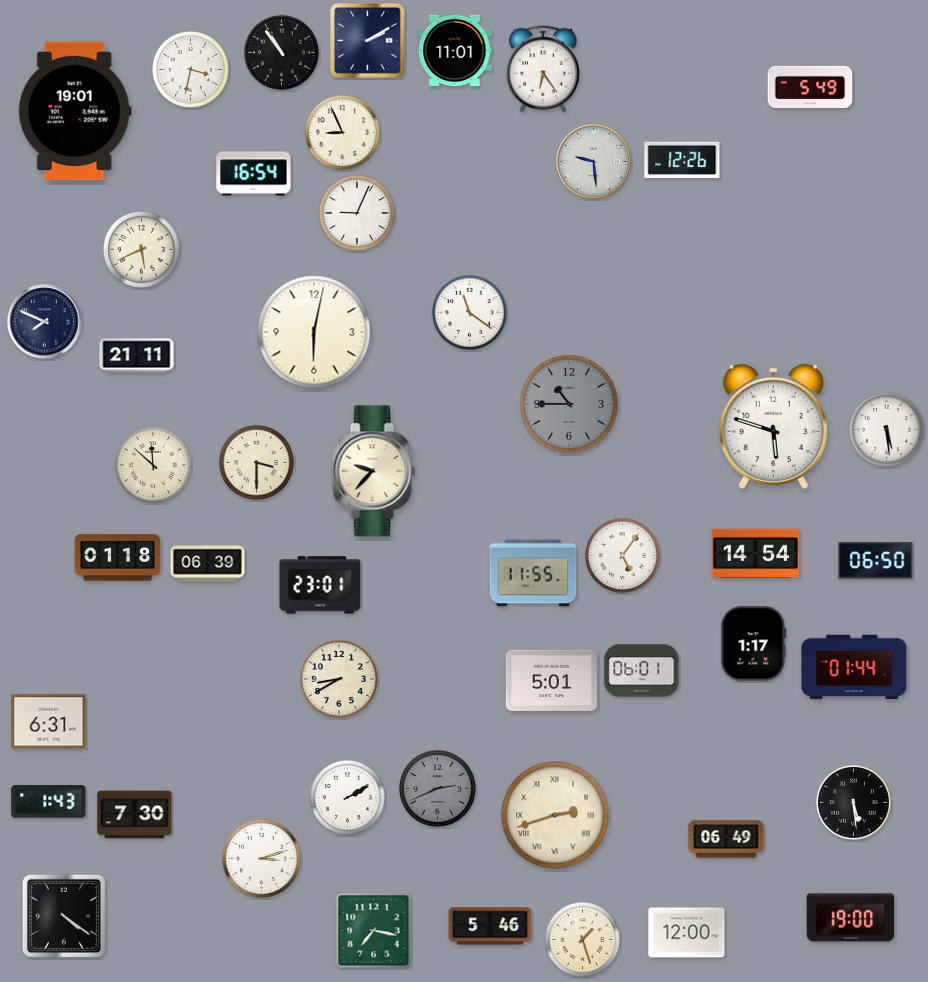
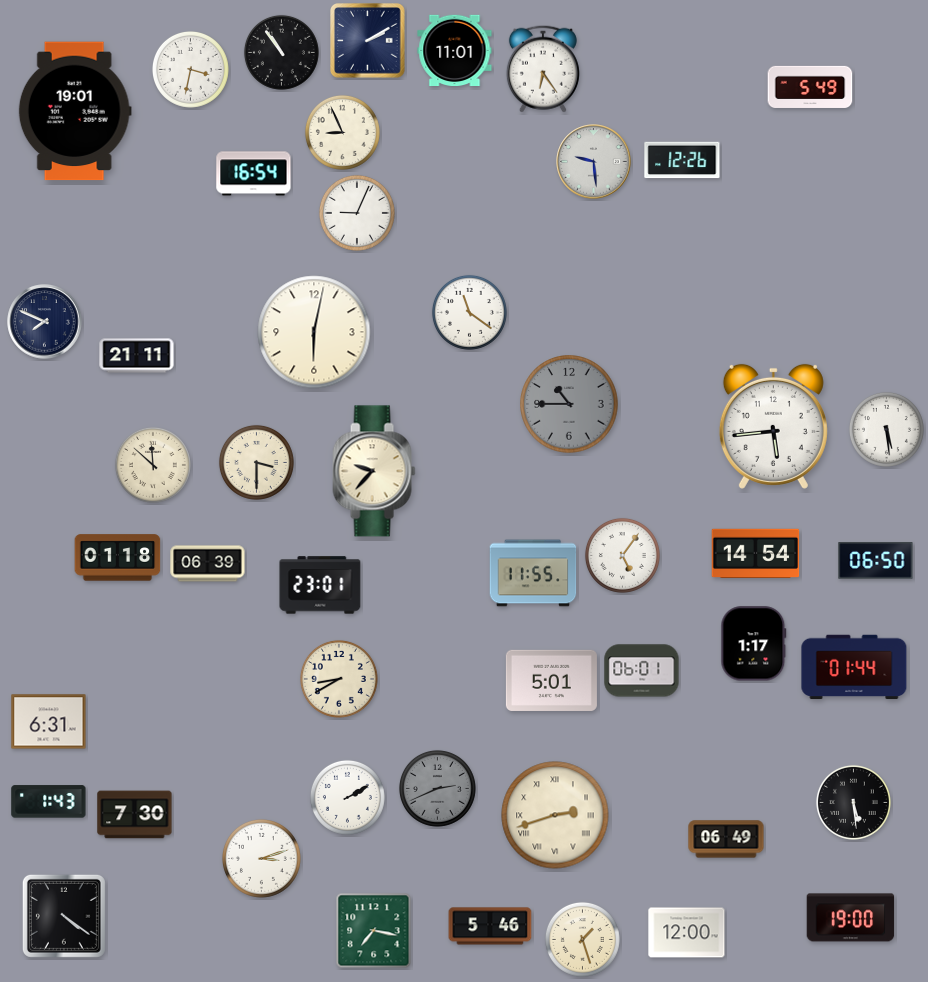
clock at (141, 249): 5:41 -> none
clock at (773, 426): 5:48 -> 5:44
